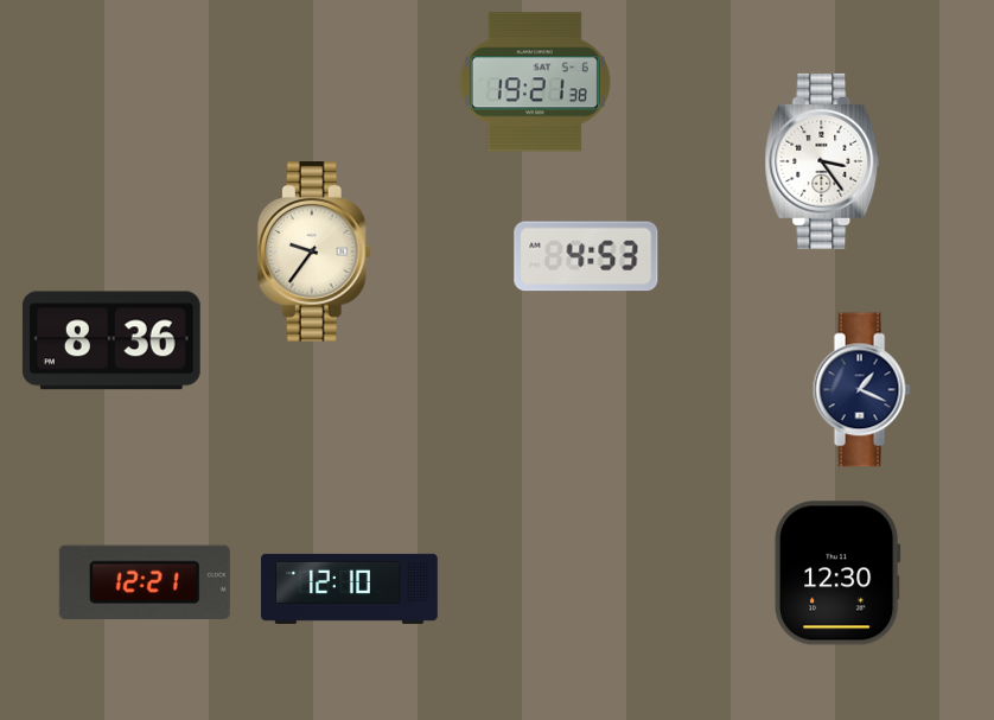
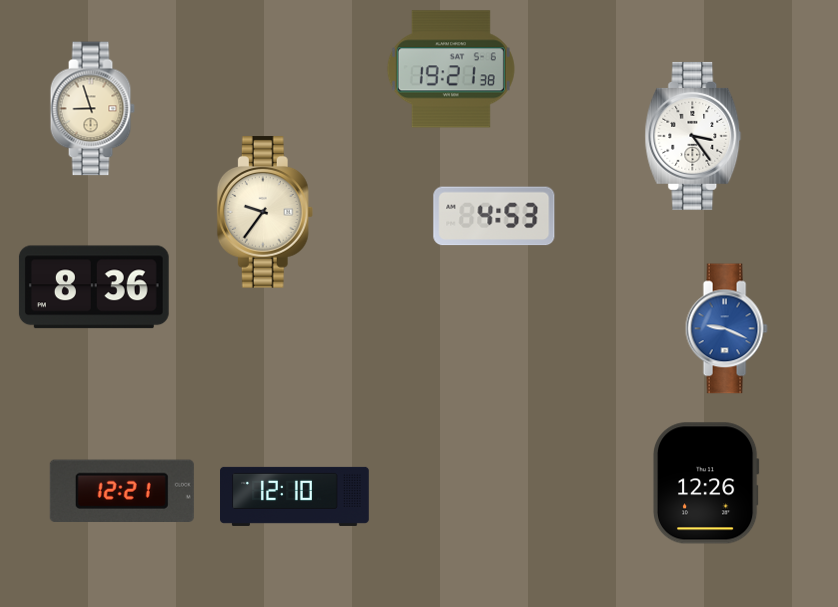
clock at (92, 109): none -> 8:57
clock at (861, 390): 1:19 -> 9:19
clock at (861, 390) dial: navy -> blue
clock at (837, 573): 12:30 -> 12:26
